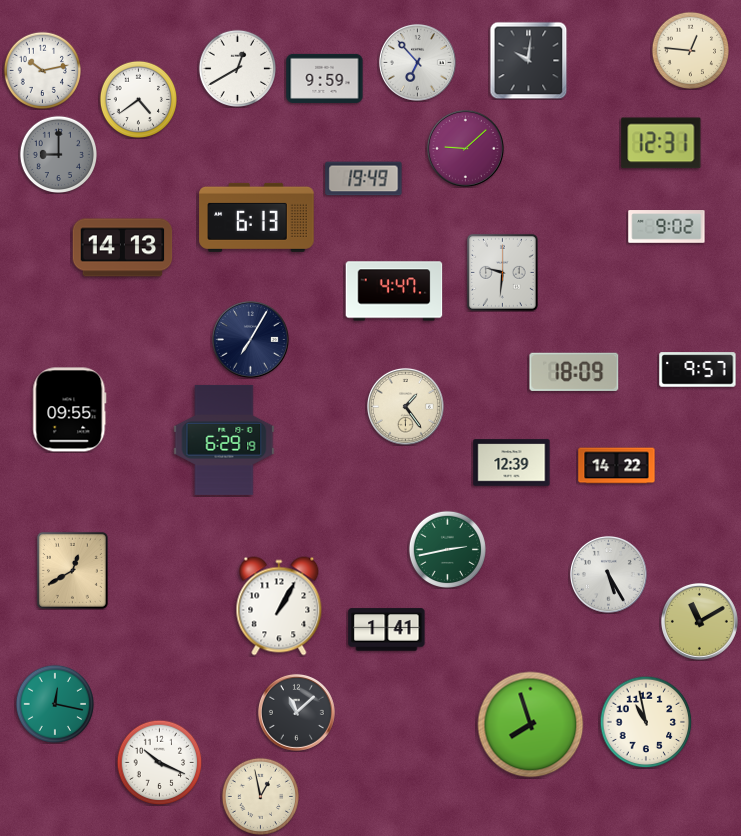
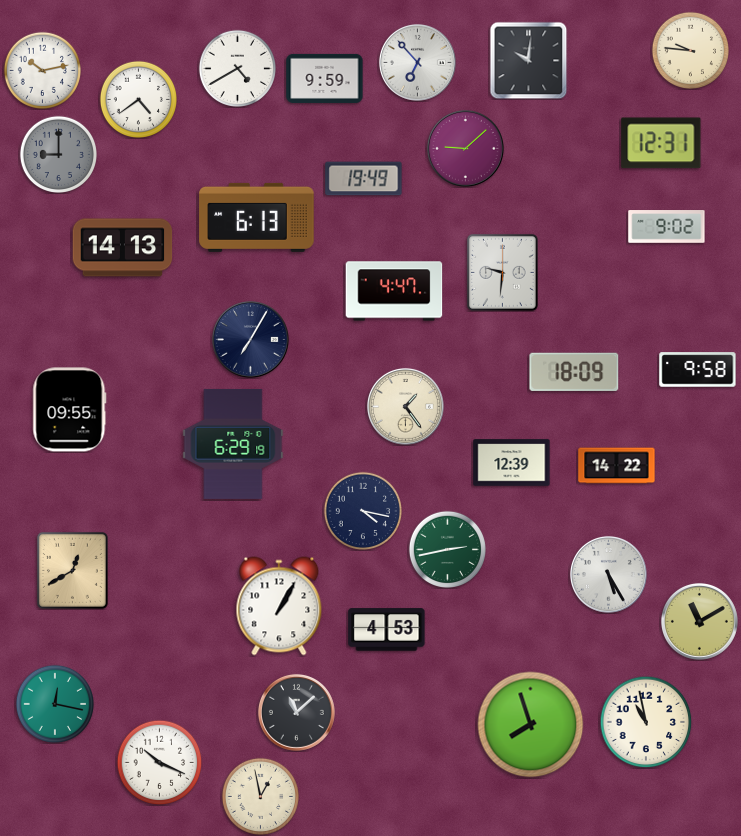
clock at (690, 50): 12:46 -> 9:46
clock at (237, 68): 12:40 -> 4:40
clock at (698, 370): 9:57 -> 9:58
clock at (224, 440) position: (224, 440) -> (233, 444)
clock at (362, 510): none -> 4:17
clock at (387, 630): 1:41 -> 4:53
